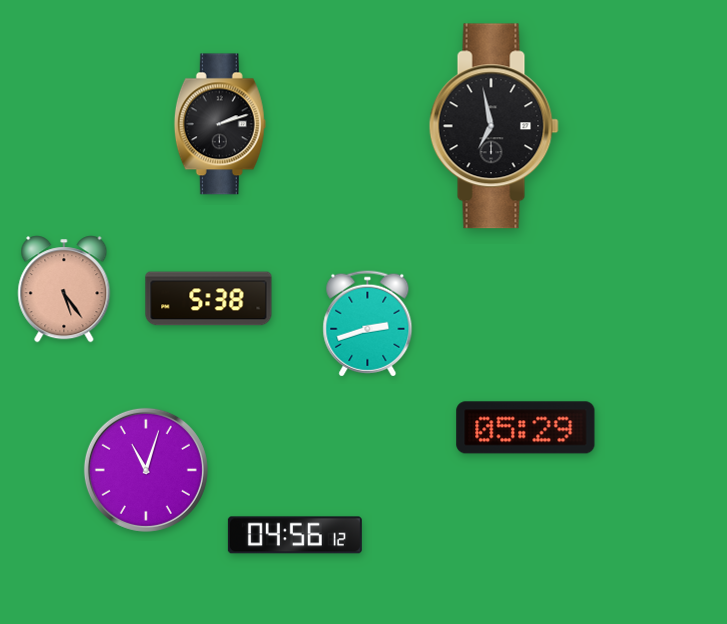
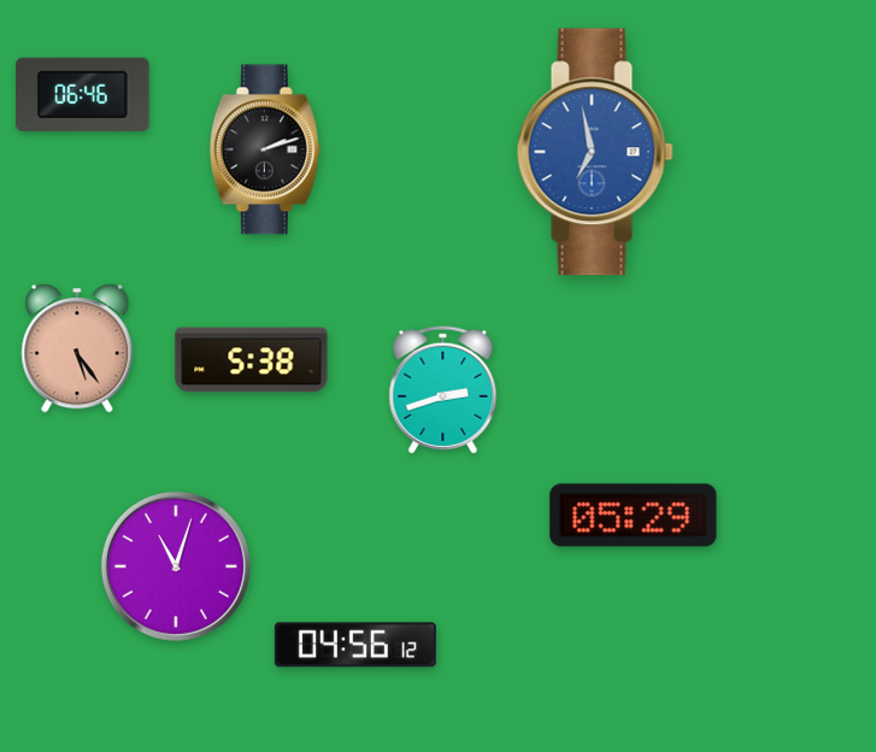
clock at (83, 94): none -> 06:46
clock at (494, 126) dial: black -> blue
